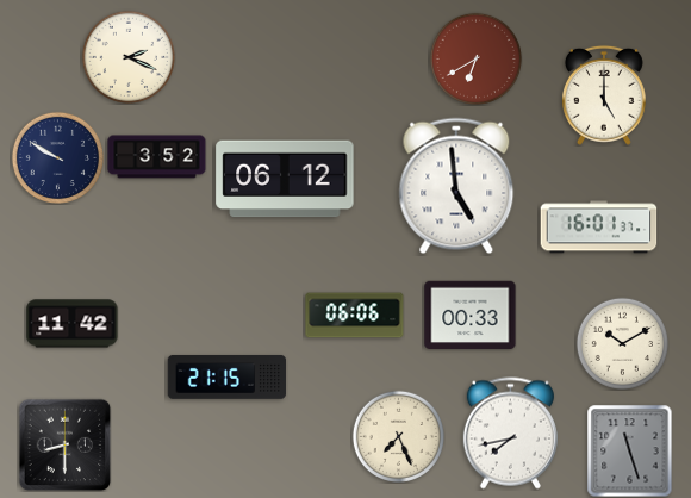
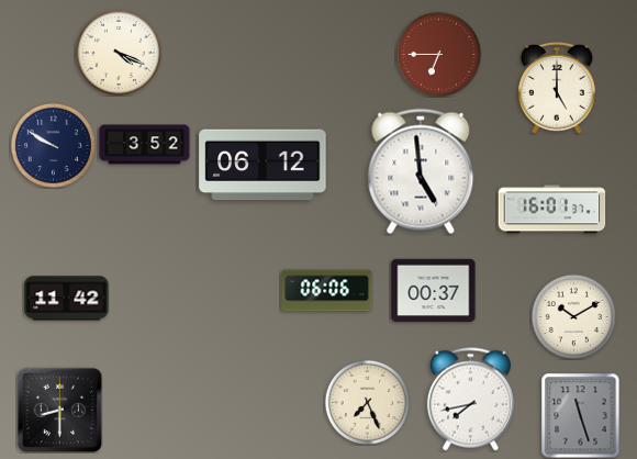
clock at (127, 56): 2:19 -> 4:19
clock at (475, 58): 6:40 -> 6:45
clock at (471, 316): 00:33 -> 00:37
clock at (228, 376): 21:15 -> none
